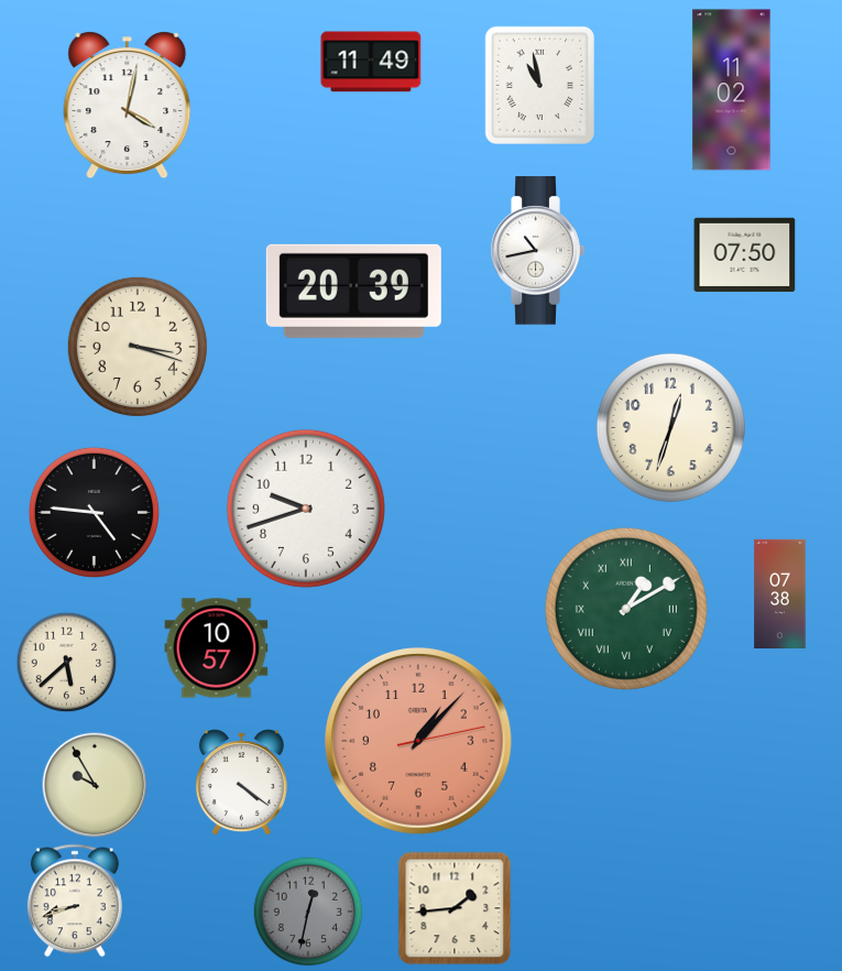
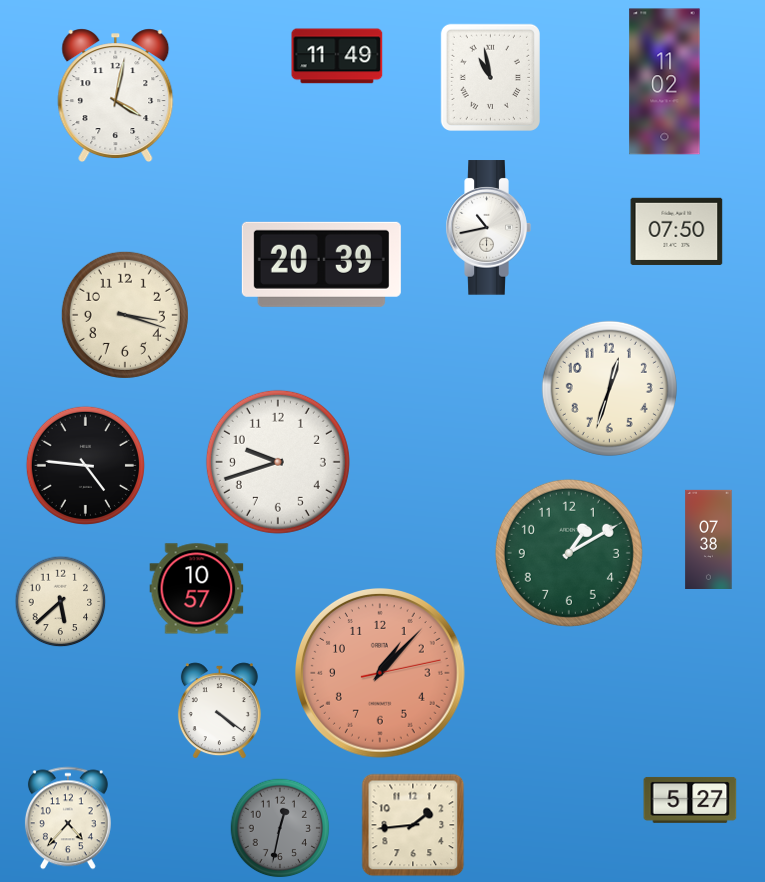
clock at (626, 609) numerals: Roman -> Arabic
clock at (95, 785): 9:55 -> none
clock at (690, 800): none -> 5:27
clock at (75, 901): 8:42 -> 4:37
